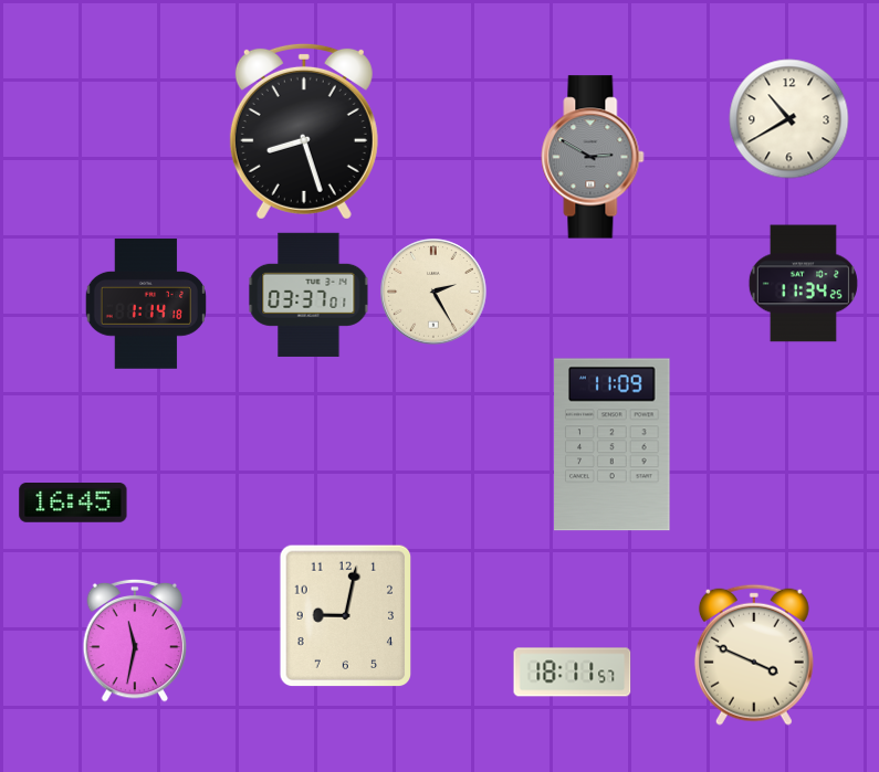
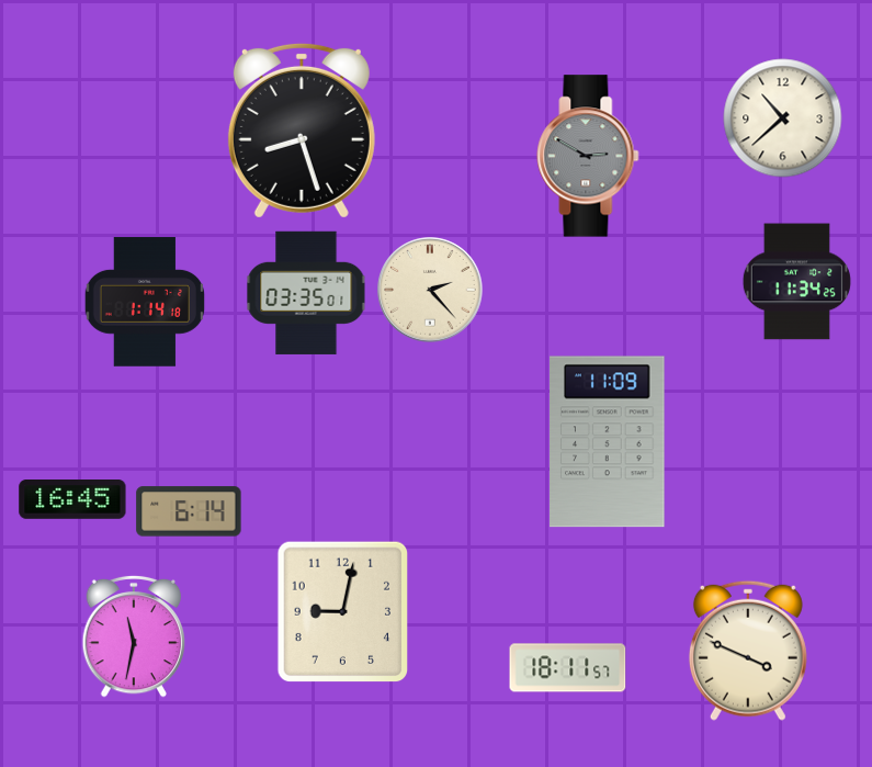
clock at (789, 119): 10:40 -> 10:38
clock at (433, 292): 2:25 -> 2:23
clock at (308, 295): 03:37 -> 03:35
clock at (189, 511): none -> 6:14
